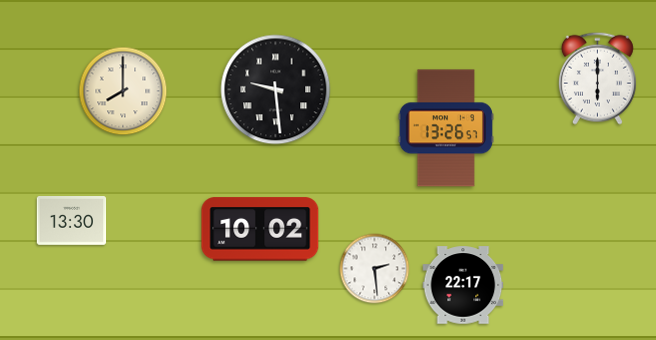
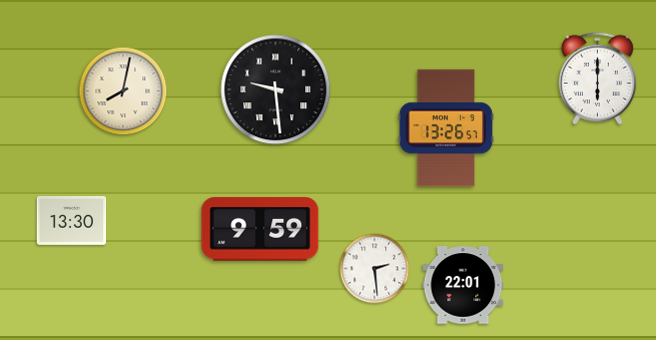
clock at (123, 91): 8:00 -> 8:02
clock at (260, 229): 10:02 -> 9:59
clock at (463, 285): 22:17 -> 22:01
